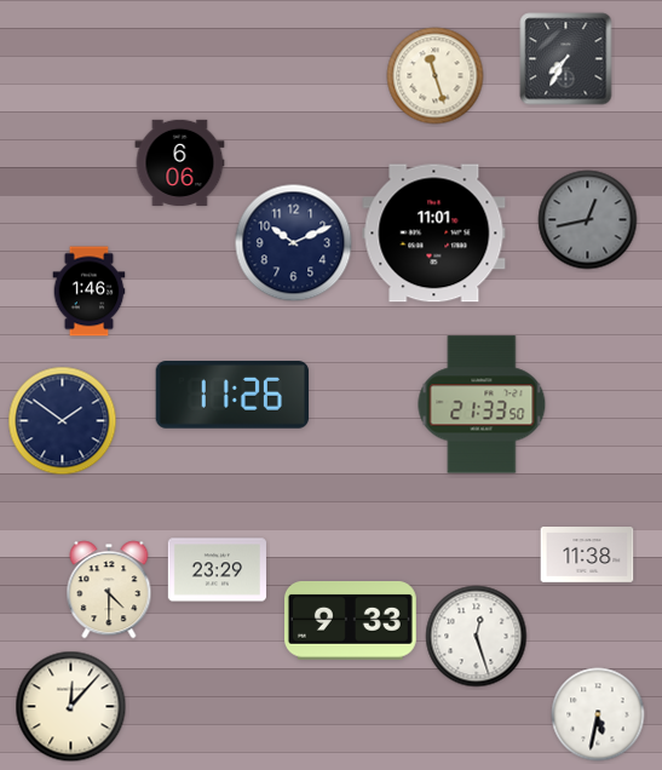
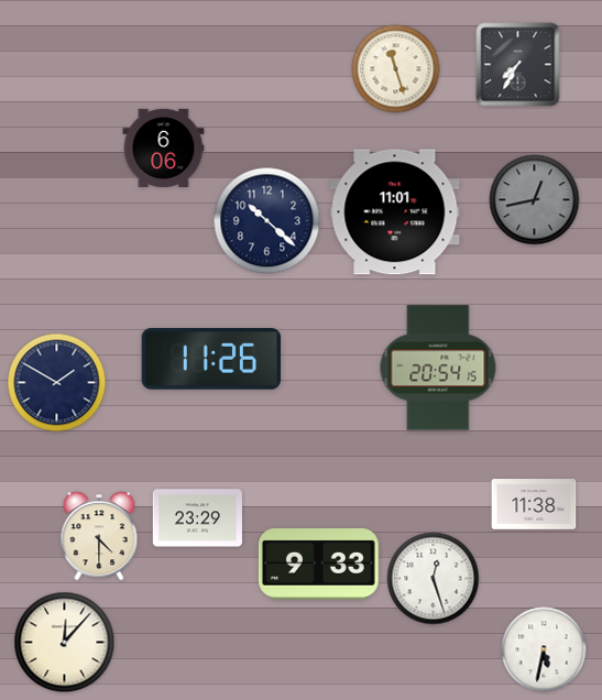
clock at (566, 59) position: (566, 59) -> (518, 65)
clock at (294, 243): 10:11 -> 10:22
clock at (90, 292): 1:46 -> none
clock at (482, 404): 21:33 -> 20:54
clock at (63, 421): 1:51 -> 1:50
